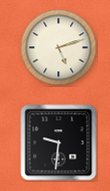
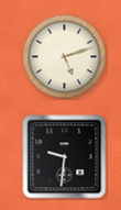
clock at (59, 48) position: (59, 48) -> (65, 57)
